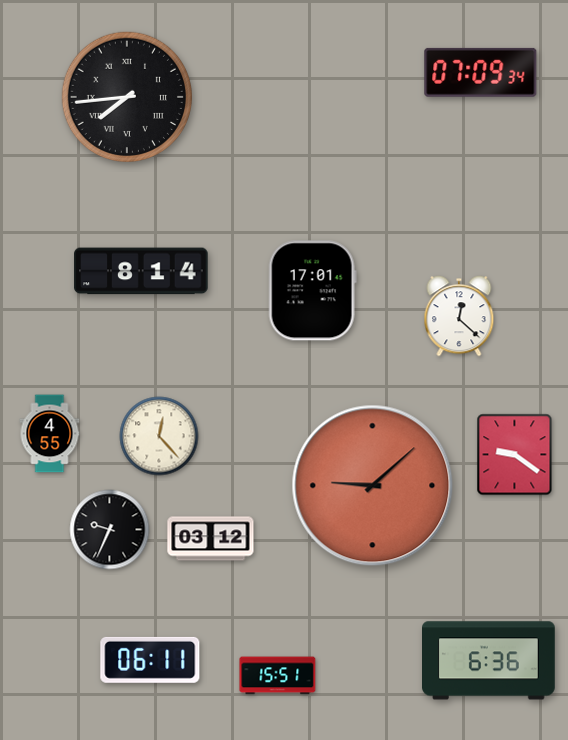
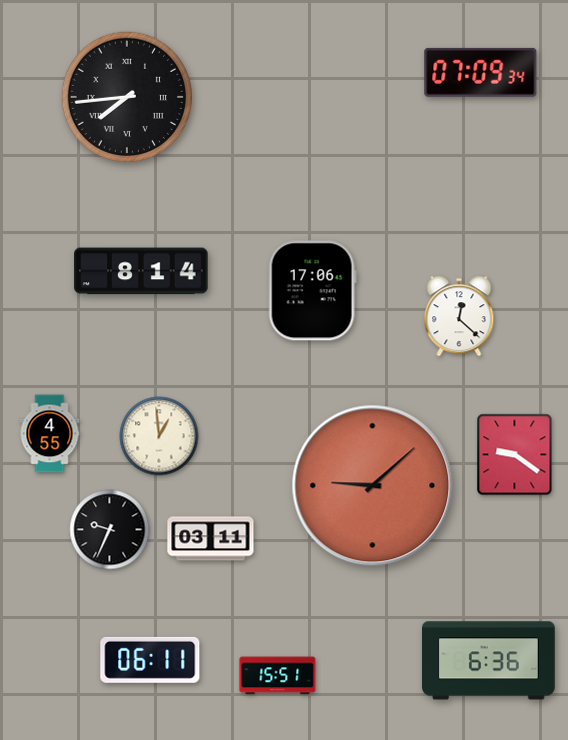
clock at (312, 291): 17:01 -> 17:06
clock at (159, 436): 12:23 -> 12:59
clock at (211, 539): 03:12 -> 03:11
